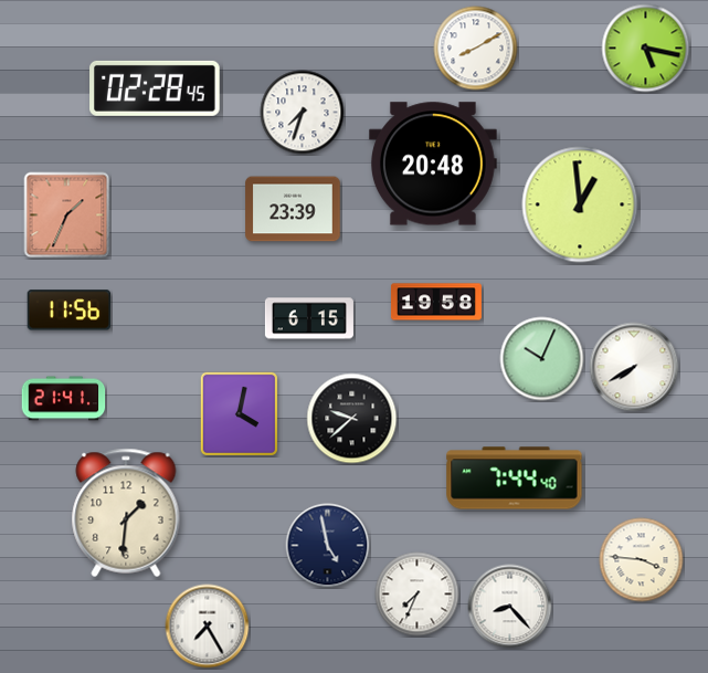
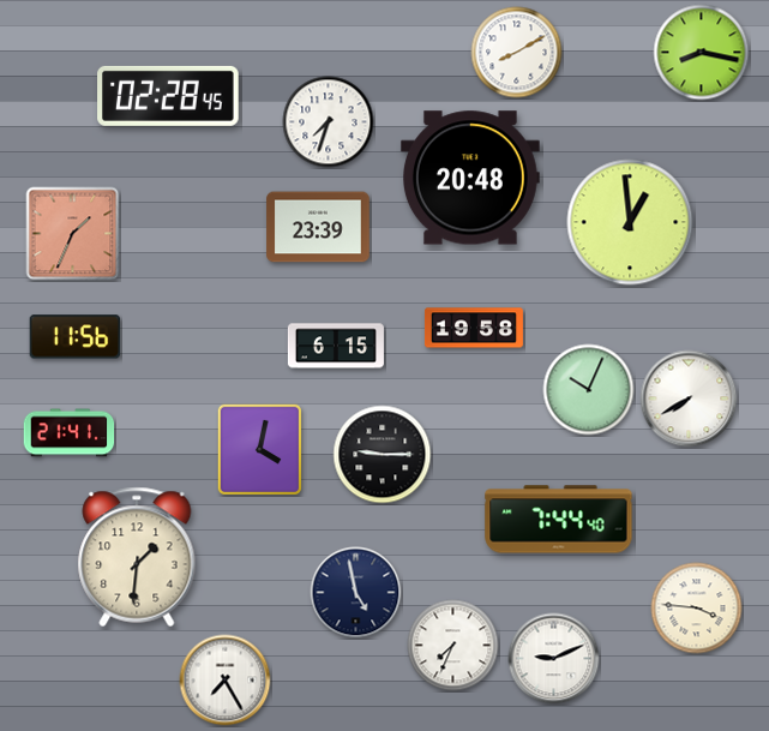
clock at (646, 49): 5:17 -> 8:17
clock at (352, 419): 9:38 -> 9:15
clock at (510, 607): 8:23 -> 9:11
